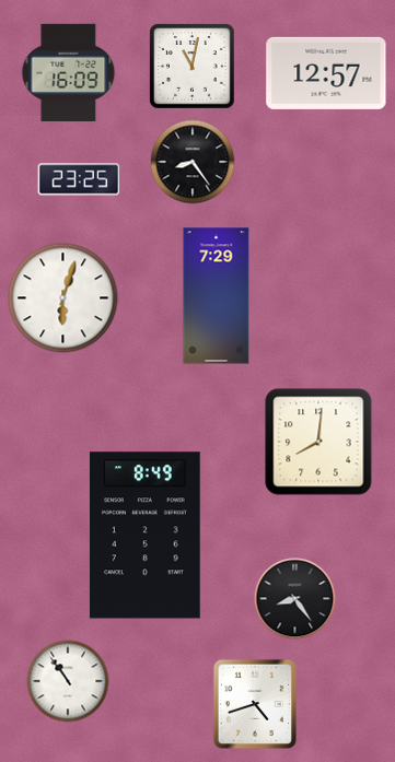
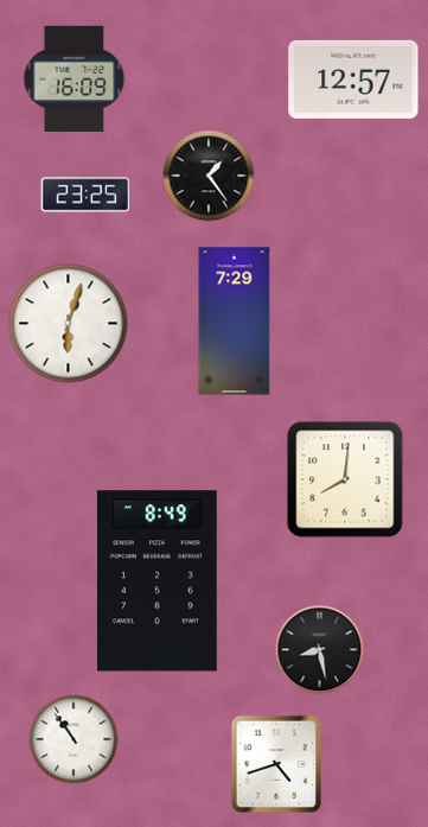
clock at (193, 67): 11:02 -> none
clock at (193, 162): 8:24 -> 1:24
clock at (295, 599): 8:24 -> 8:28
